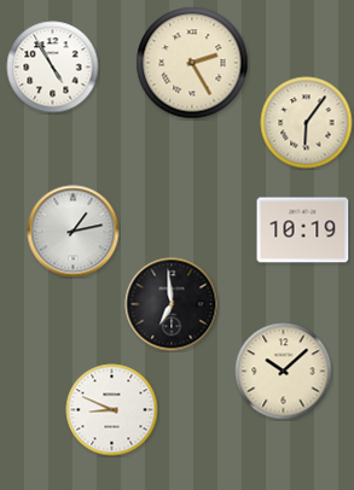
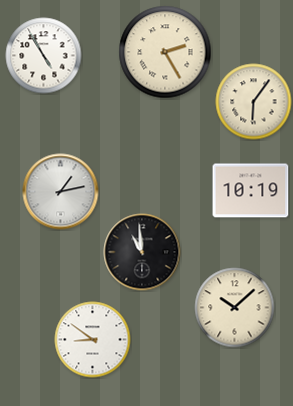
clock at (192, 63) position: (192, 63) -> (165, 52)
clock at (172, 304): 6:59 -> 10:59
clock at (112, 410): 8:49 -> 8:51
